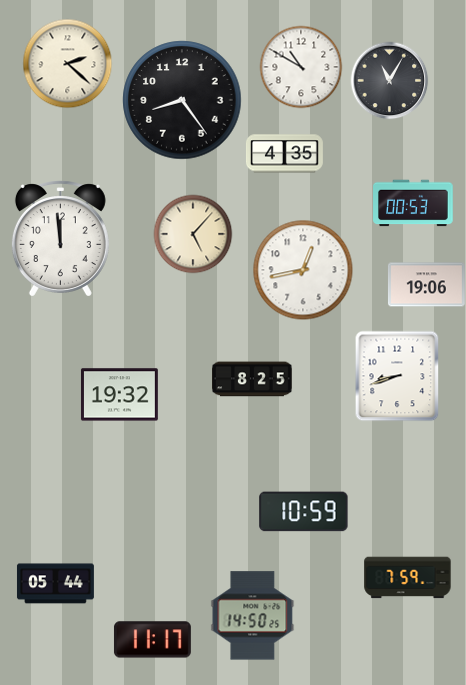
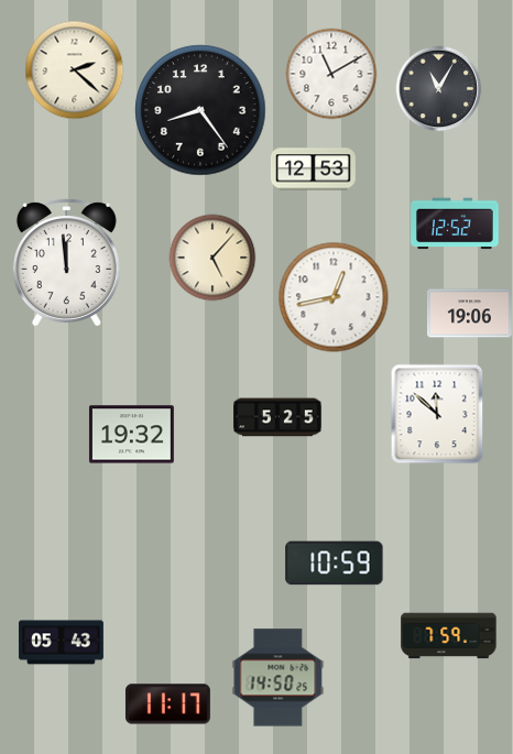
clock at (301, 67): 10:50 -> 11:10
clock at (389, 80) position: (389, 80) -> (438, 88)
clock at (284, 154): 4:35 -> 12:53
clock at (413, 203): 00:53 -> 12:52
clock at (397, 376): 8:42 -> 11:52
clock at (252, 379): 8:25 -> 5:25
clock at (55, 584): 05:44 -> 05:43
